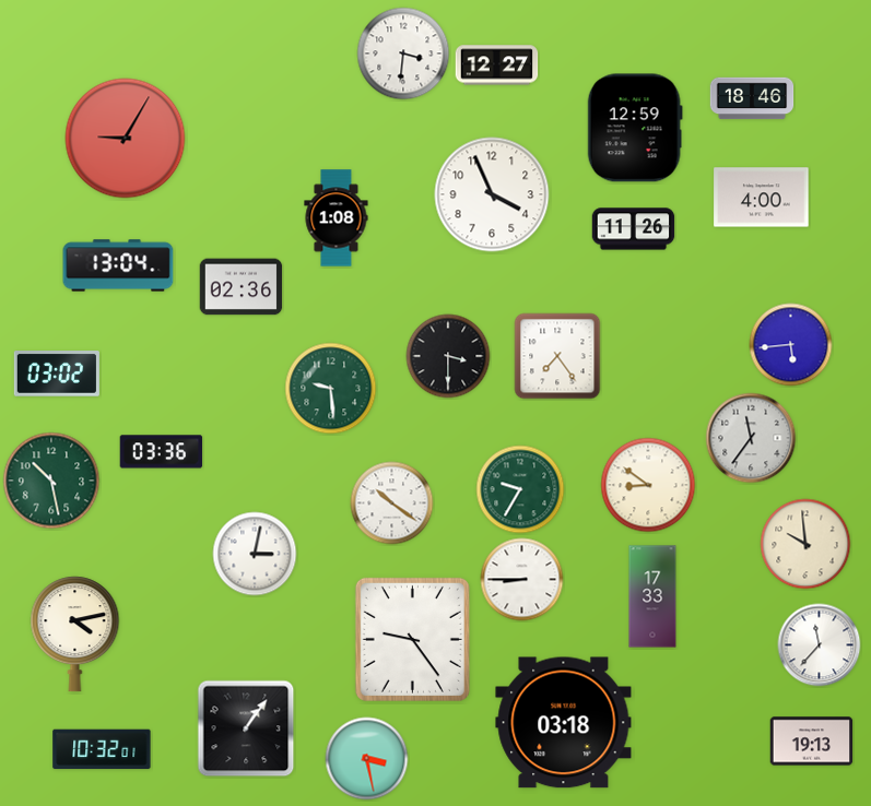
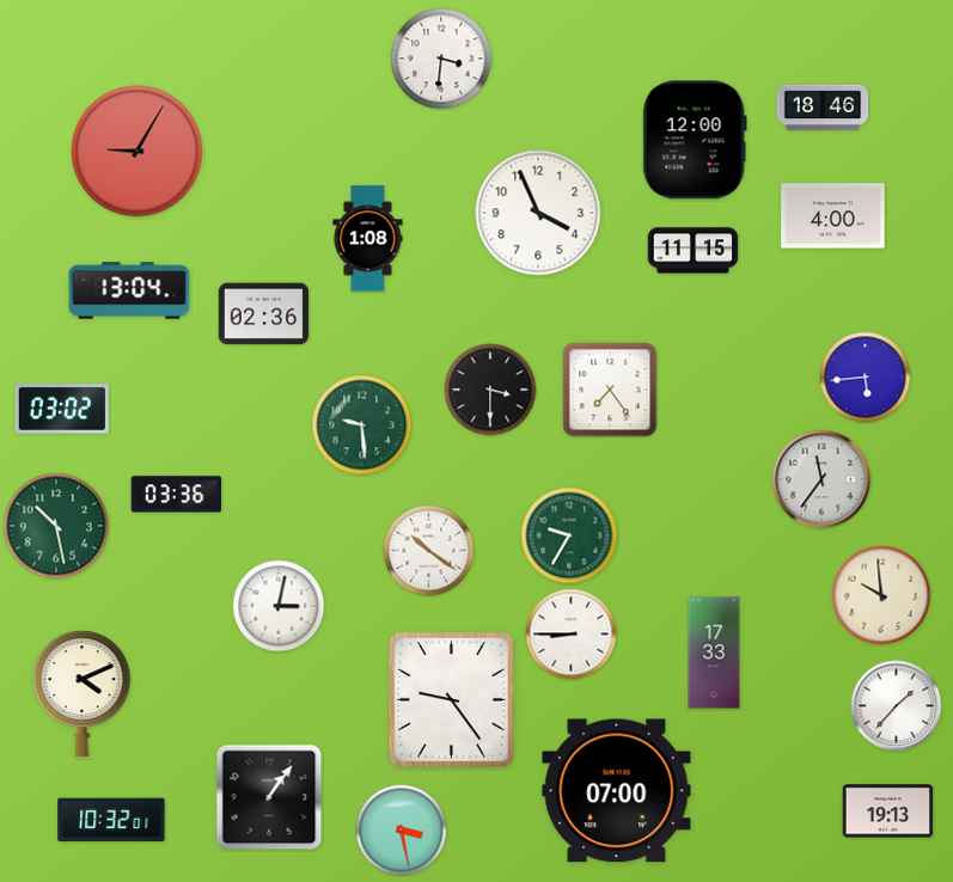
clock at (497, 66): 12:27 -> none
clock at (635, 128): 12:59 -> 12:00
clock at (634, 229): 11:26 -> 11:15
clock at (648, 485): 8:51 -> none
clock at (75, 635): 4:13 -> 4:11
clock at (820, 645): 11:37 -> 1:37
clock at (564, 723): 03:18 -> 07:00
